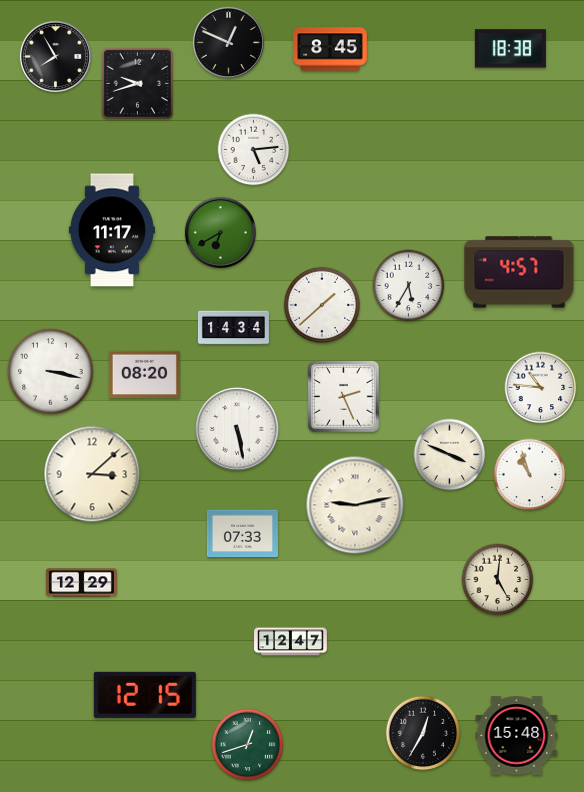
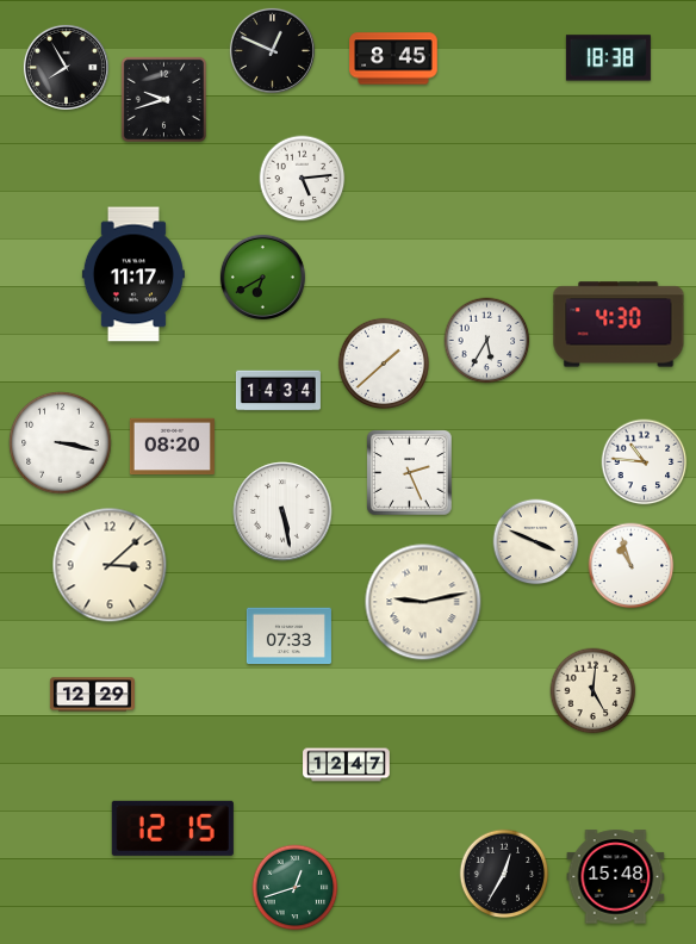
clock at (519, 272): 4:57 -> 4:30
clock at (81, 583) position: (81, 583) -> (92, 695)
